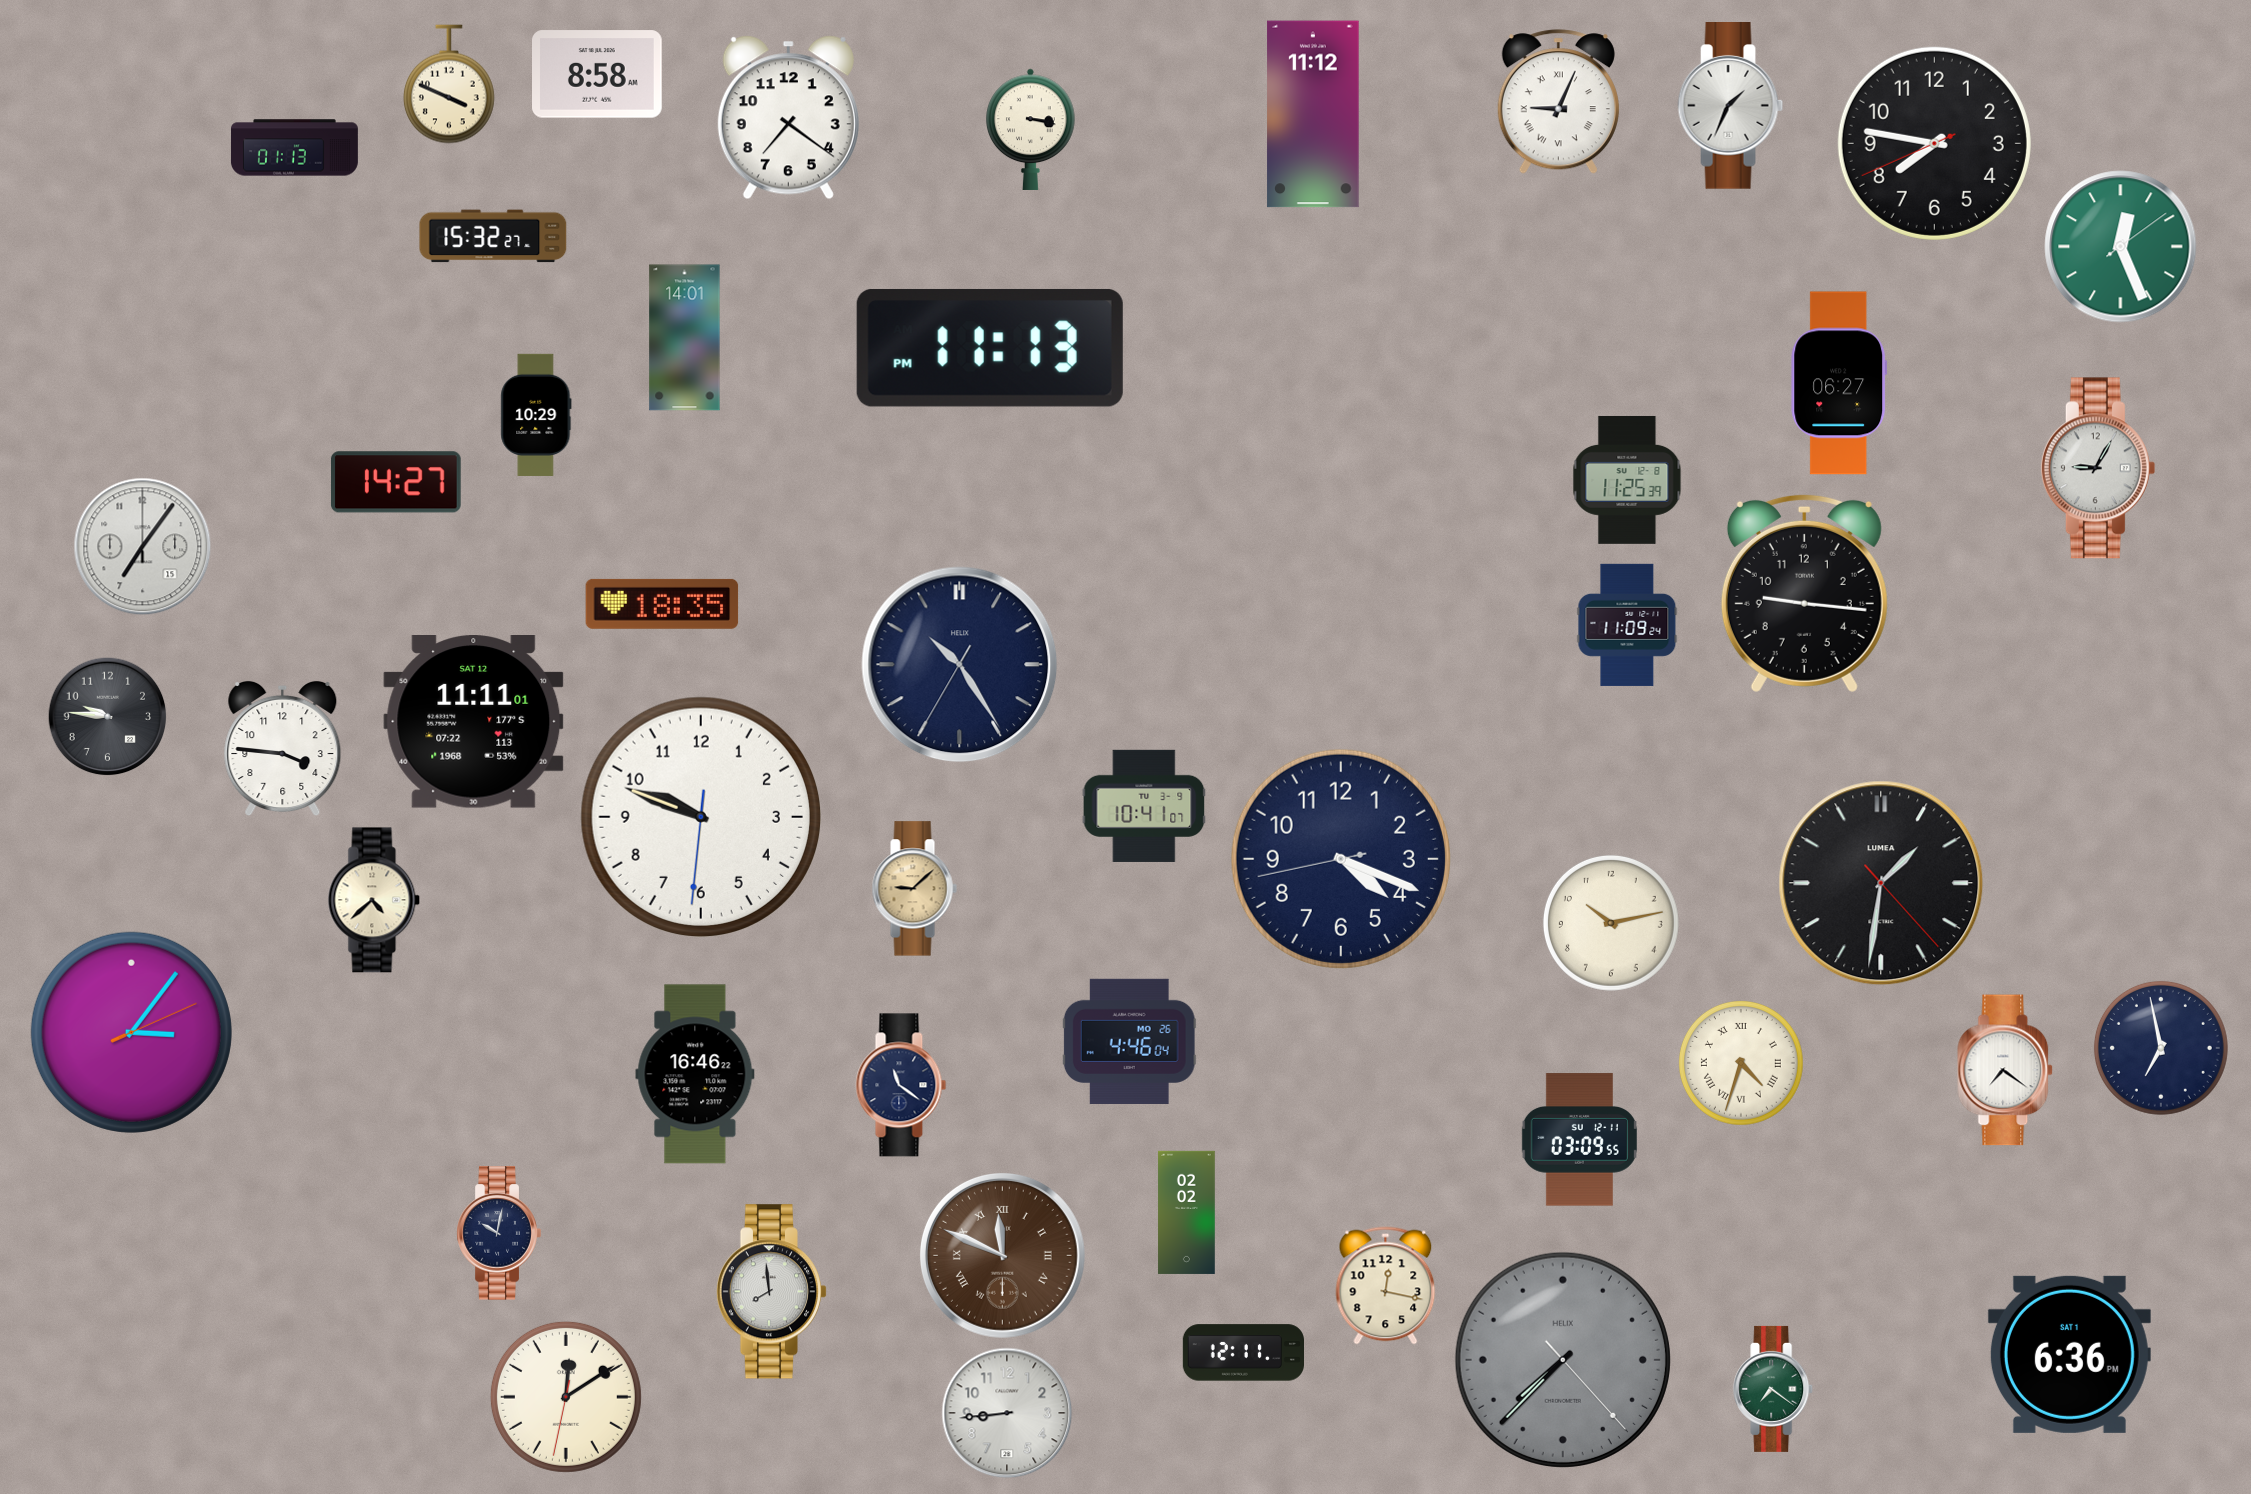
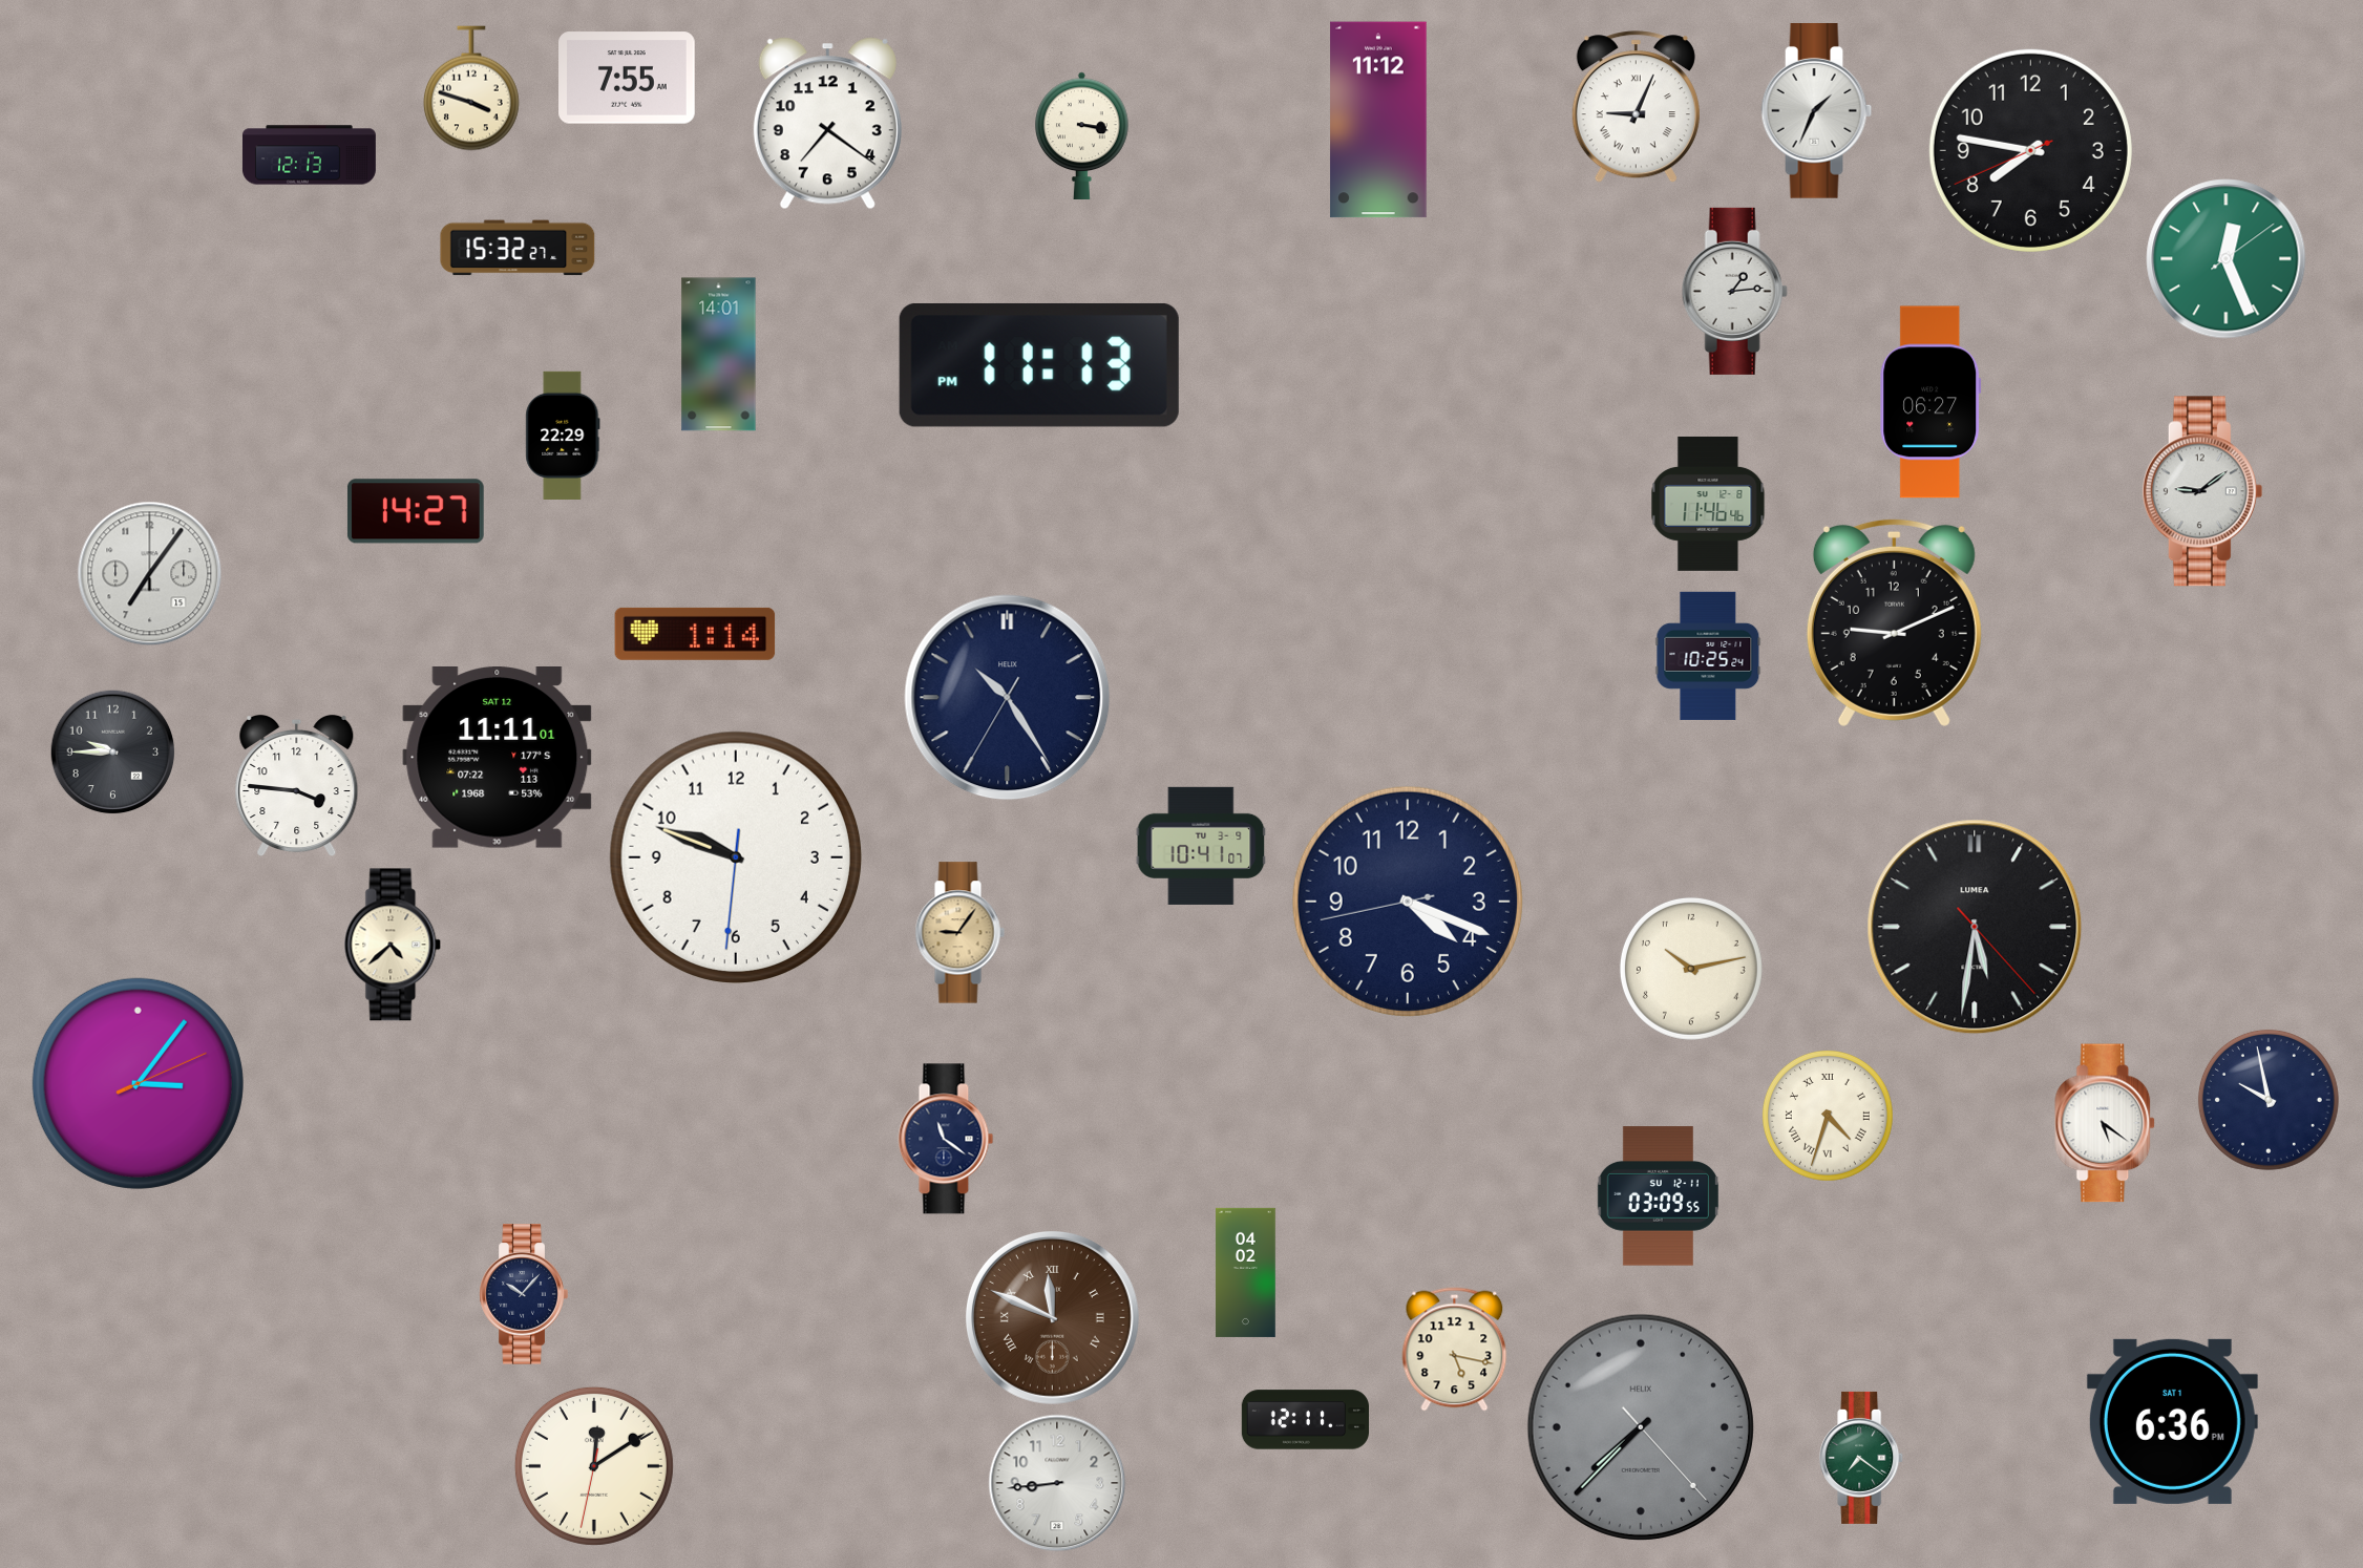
clock at (598, 74): 8:58 -> 7:55
clock at (449, 84): 3:49 -> 3:48
clock at (294, 148): 01:13 -> 12:13
clock at (1734, 291): none -> 1:14
clock at (536, 415): 10:29 -> 22:29
clock at (2098, 468): 9:05 -> 9:09
clock at (1627, 480): 11:25 -> 11:46
clock at (396, 482) position: (396, 482) -> (416, 511)
clock at (1804, 593): 9:16 -> 9:11
clock at (662, 604): 18:35 -> 1:14
clock at (1627, 625): 11:09 -> 10:25
clock at (108, 717): 9:46 -> 9:45
clock at (1881, 883): 1:31 -> 5:31
clock at (914, 889): 9:08 -> 9:06
clock at (1129, 1041): 4:46 -> none
clock at (2161, 1048): 6:58 -> 9:58
clock at (2006, 1070): 7:21 -> 5:21
clock at (695, 1074): 16:46 -> none
clock at (1187, 1212): 02:02 -> 04:02
clock at (499, 1233): 10:02 -> 10:07
clock at (1386, 1286): 12:17 -> 5:17
clock at (772, 1292): 7:59 -> none
